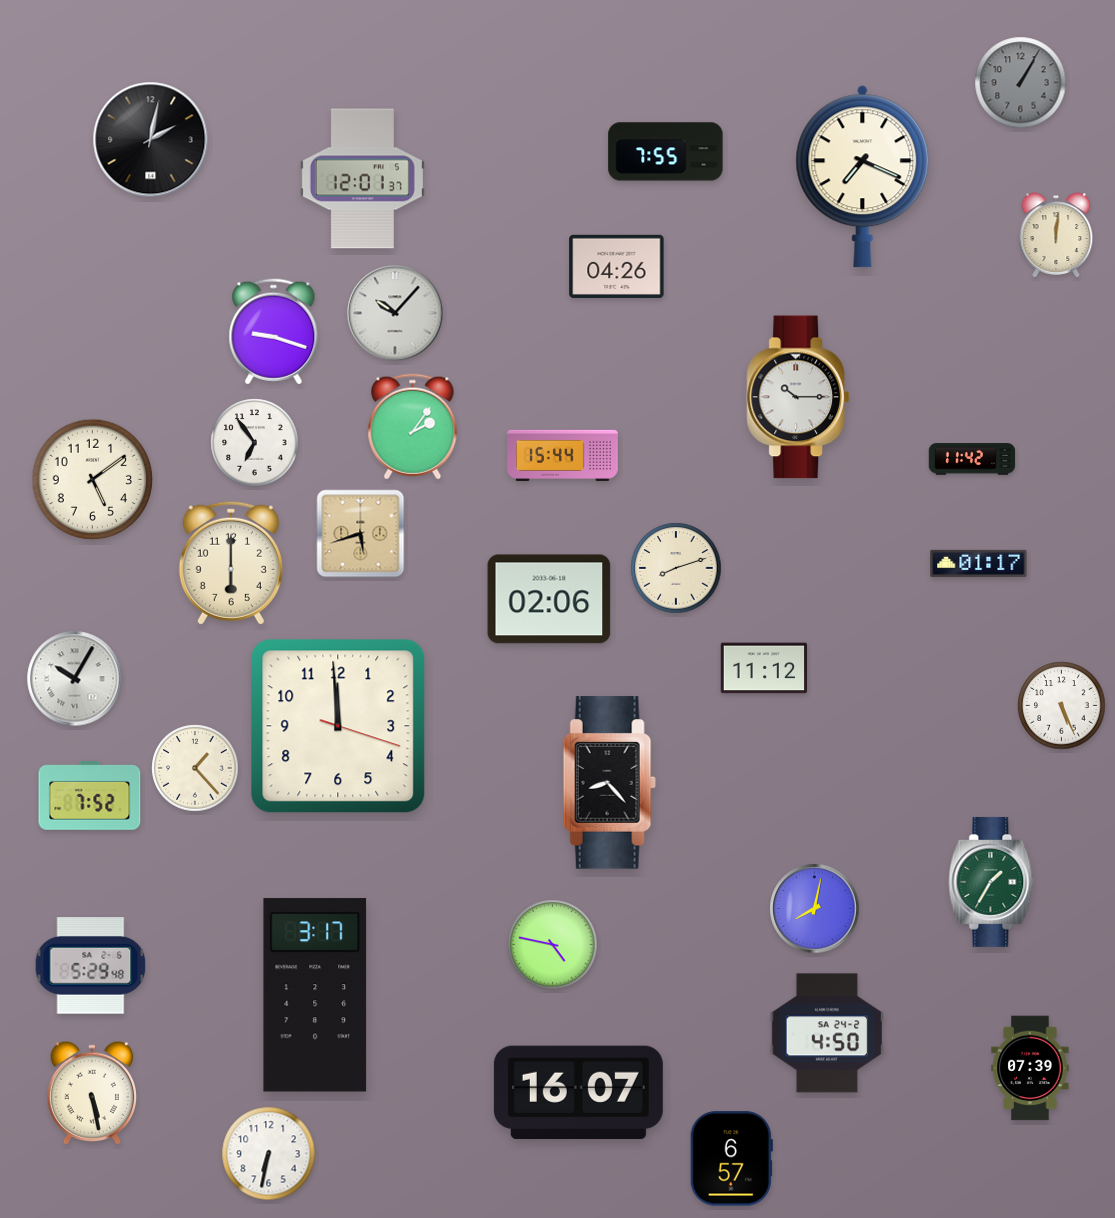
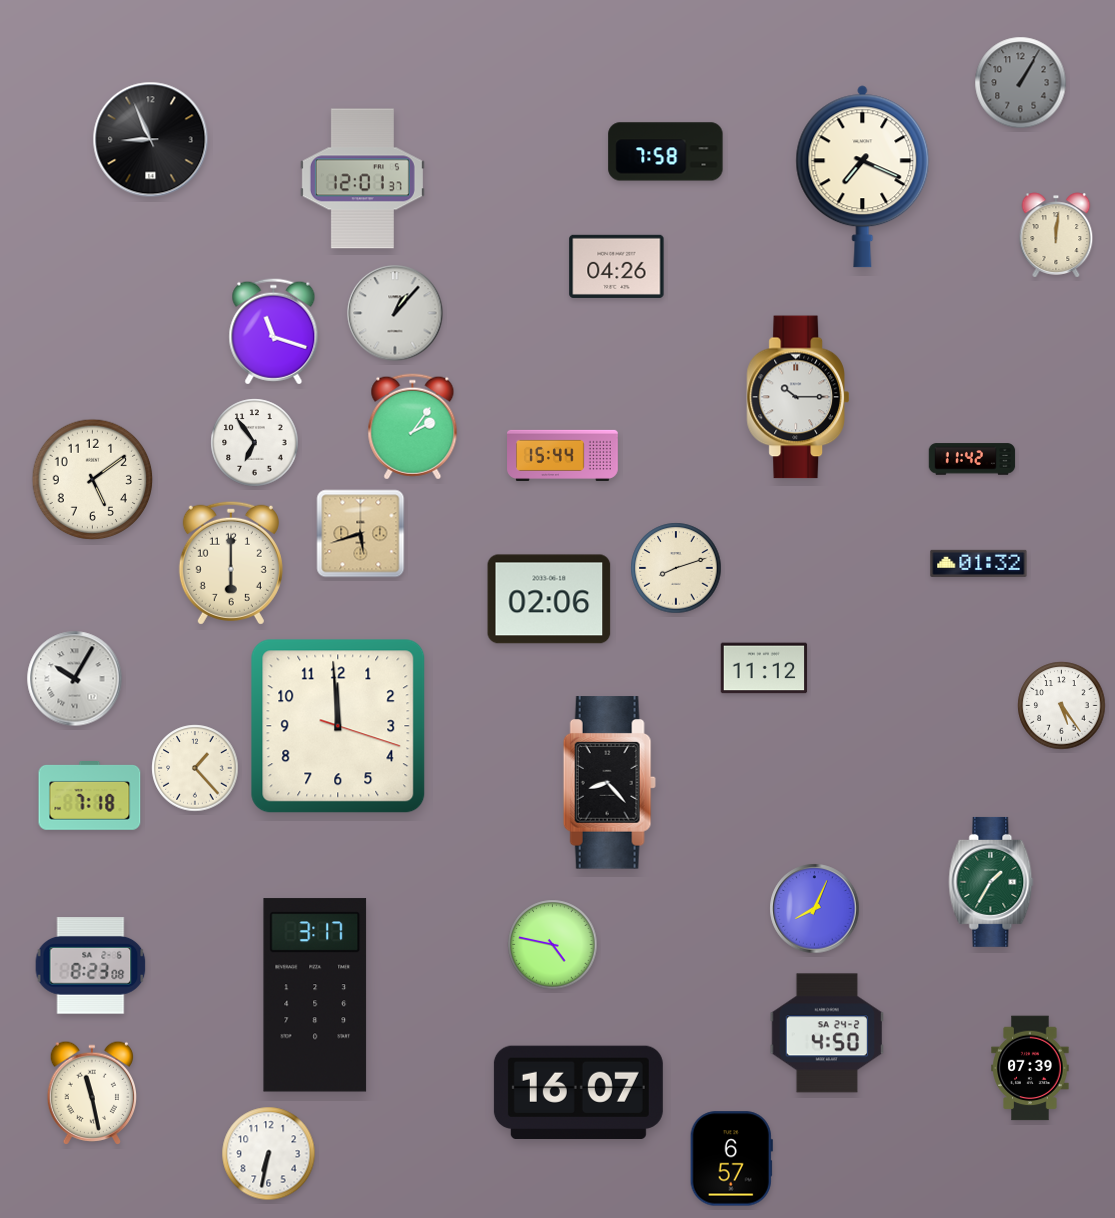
clock at (151, 140): 2:02 -> 8:56
clock at (666, 152): 7:55 -> 7:58
clock at (395, 313): 10:07 -> 1:07
clock at (274, 332): 9:18 -> 11:18
clock at (979, 563): 01:17 -> 01:32
clock at (1062, 706): 5:26 -> 5:24
clock at (90, 796): 7:52 -> 7:18
clock at (815, 909): 8:02 -> 8:04
clock at (91, 966): 5:29 -> 8:23
clock at (91, 1093): 5:28 -> 11:28
